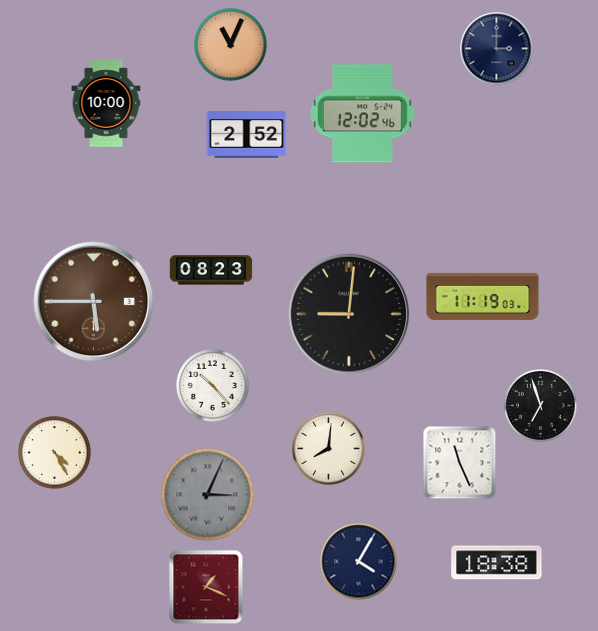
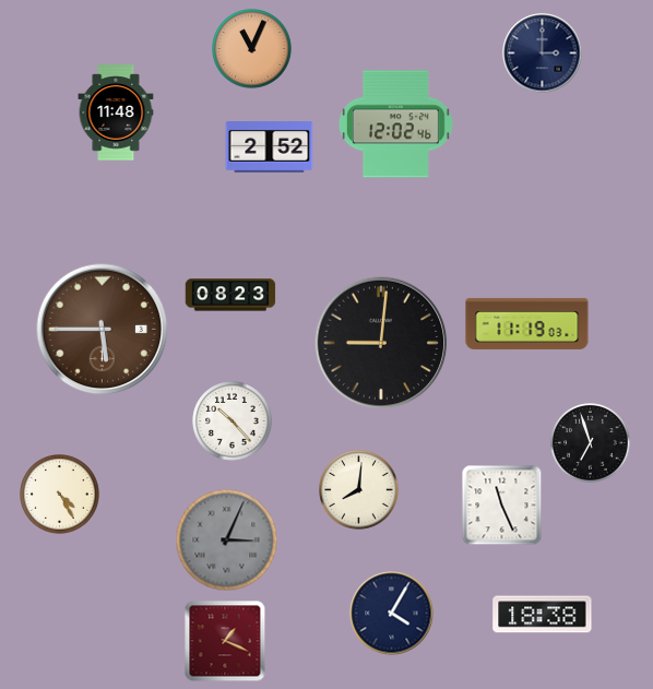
clock at (106, 103): 10:00 -> 11:48
